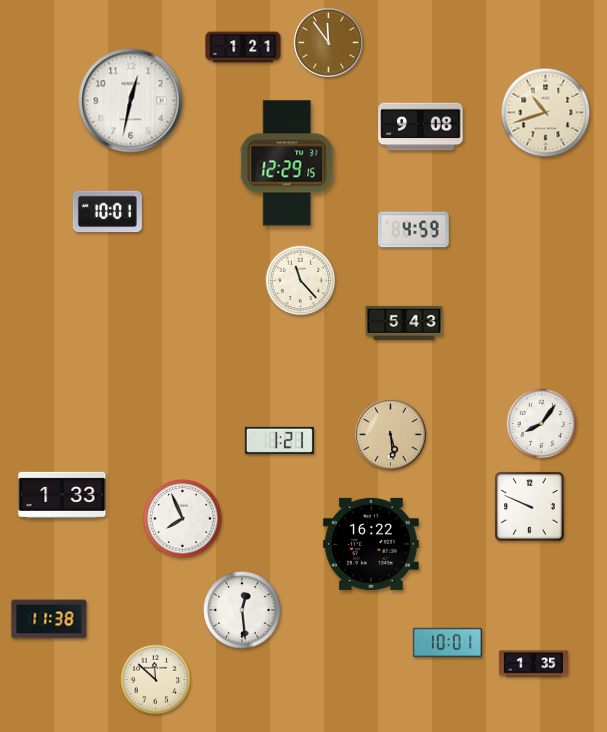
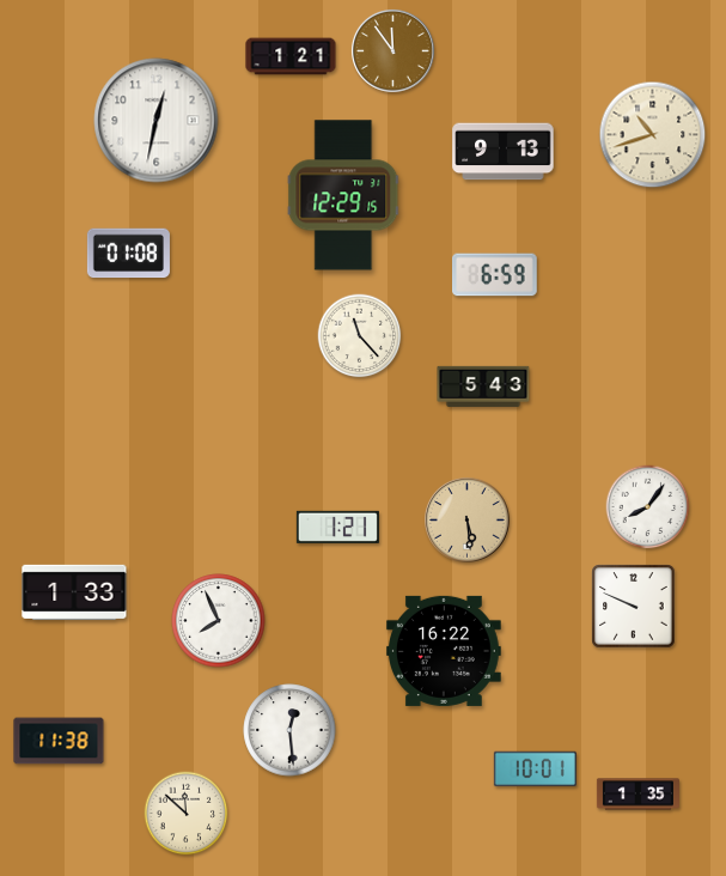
clock at (421, 127): 9:08 -> 9:13
clock at (107, 212): 10:01 -> 01:08
clock at (414, 230): 4:59 -> 6:59
clock at (279, 440) position: (279, 440) -> (337, 527)
